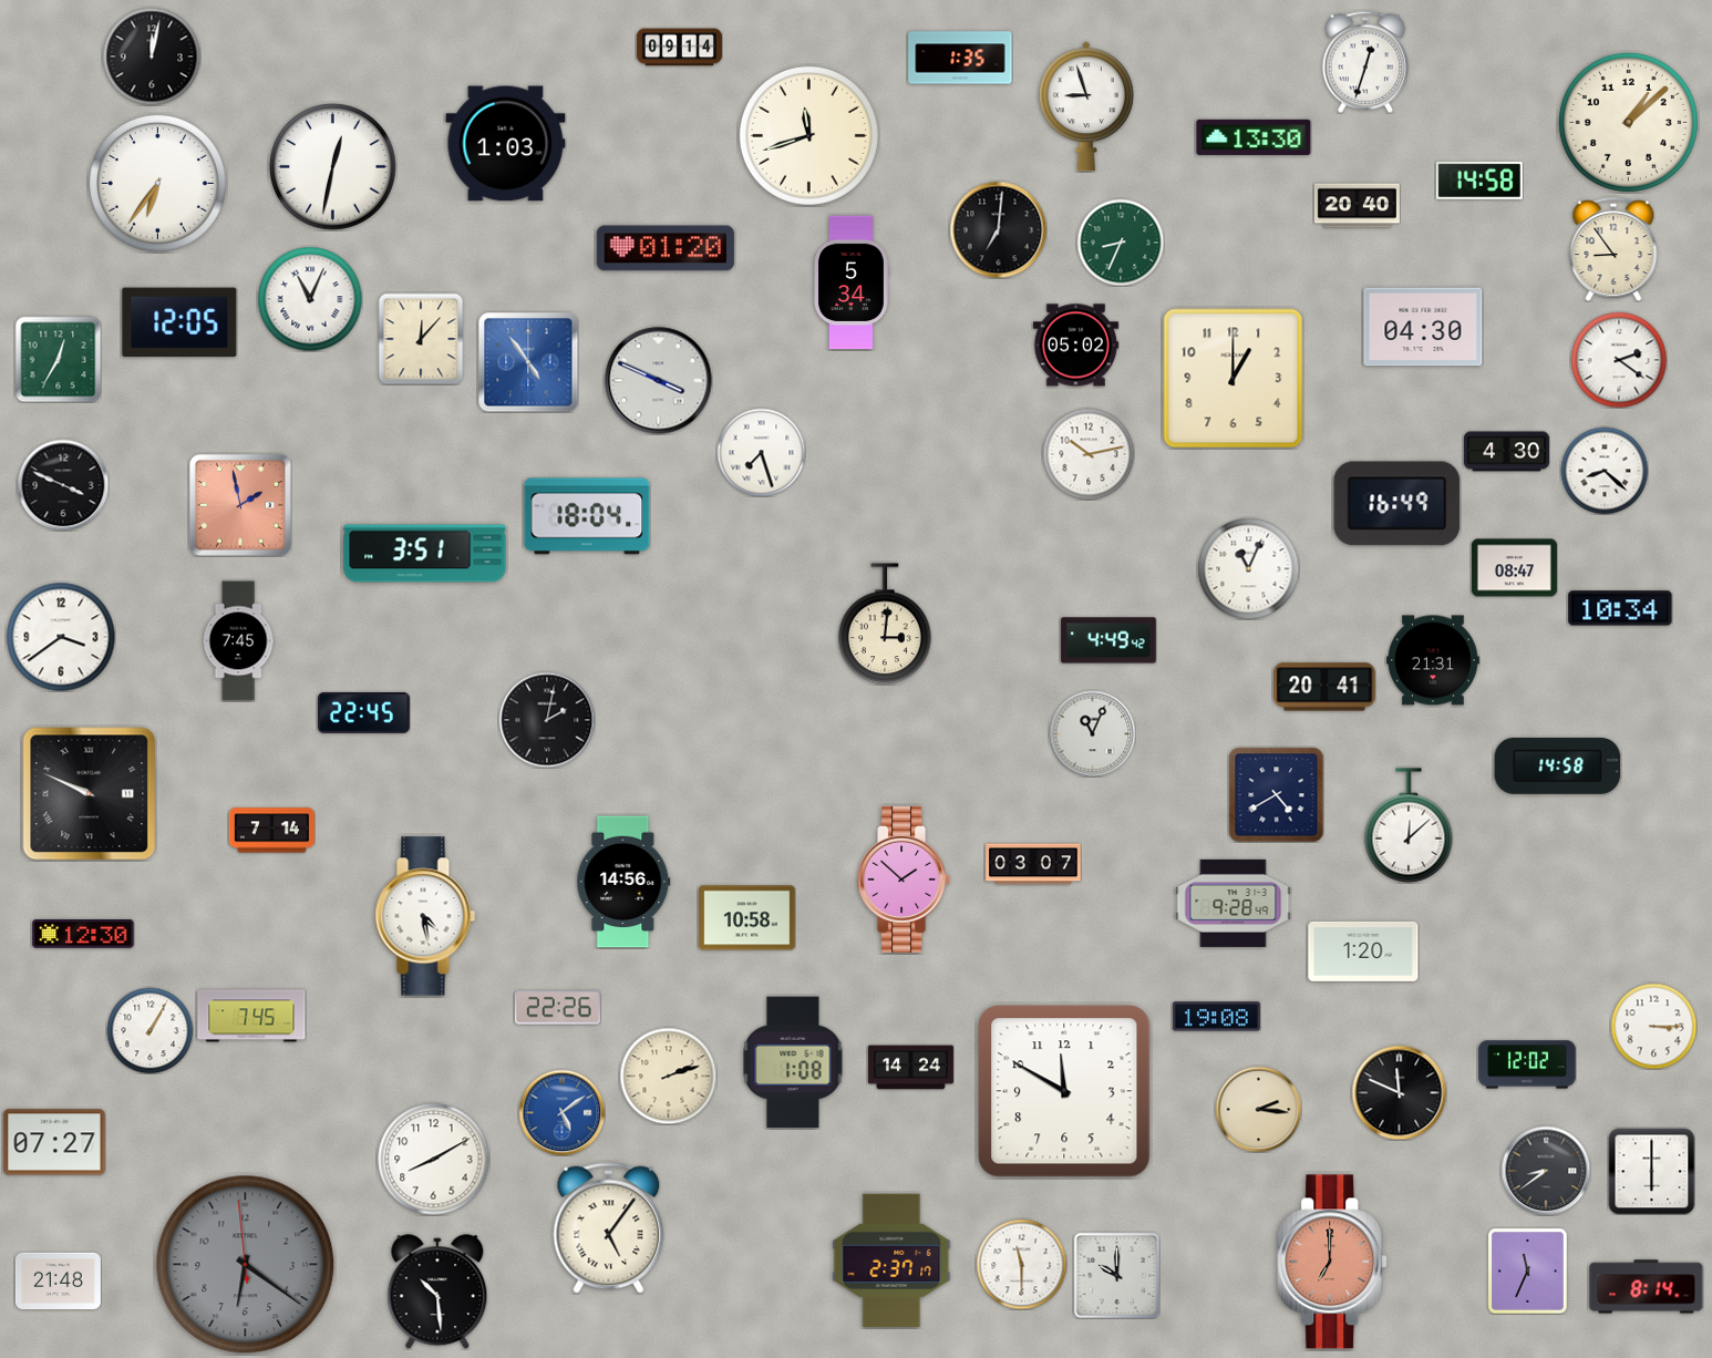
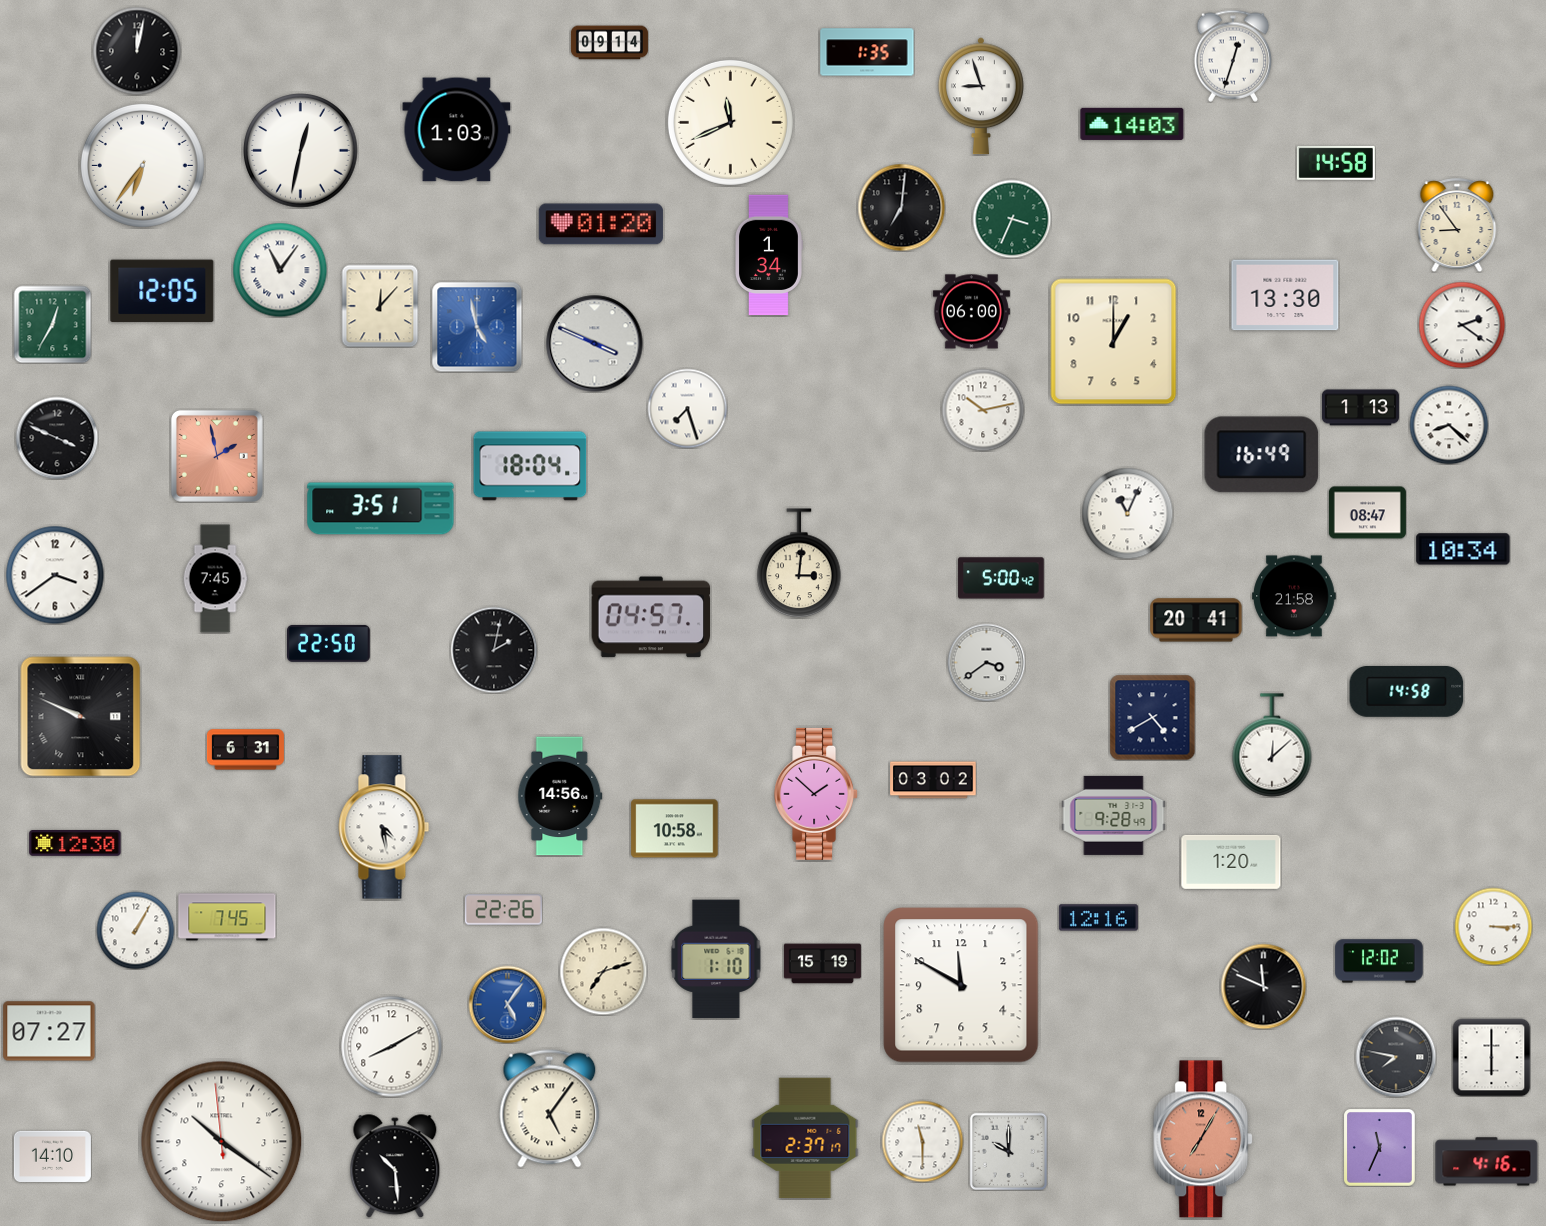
clock at (679, 48) position: (679, 48) -> (609, 43)
clock at (1628, 122): 1:08 -> none
clock at (808, 135): 11:42 -> 11:41
clock at (1254, 137): 13:30 -> 14:03
clock at (1357, 206): 20:40 -> none
clock at (1121, 243): 8:34 -> 3:34
clock at (852, 282): 5:34 -> 1:34
clock at (310, 299): 11:04 -> 11:06
clock at (1423, 327): 04:30 -> 13:30
clock at (1075, 346): 05:02 -> 06:00
clock at (528, 362): 4:54 -> 4:58
clock at (1506, 452): 4:30 -> 1:13
clock at (425, 554) position: (425, 554) -> (381, 509)
clock at (1108, 640): 4:49 -> 5:00
clock at (1433, 660): 21:31 -> 21:58
clock at (651, 617): none -> 04:57
clock at (364, 712): 22:45 -> 22:50
clock at (1092, 733): 11:04 -> 3:39
clock at (271, 831): 7:14 -> 6:31
clock at (1033, 864): 03:07 -> 03:02
clock at (623, 882) position: (623, 882) -> (560, 796)
clock at (1363, 951) position: (1363, 951) -> (1231, 862)
clock at (1216, 1017): 19:08 -> 12:16
clock at (793, 1062): 1:08 -> 1:10
clock at (910, 1068): 14:24 -> 15:19
clock at (668, 1076): 2:12 -> 7:12
clock at (1258, 1109): 2:16 -> none
clock at (561, 1112): 5:09 -> 5:06
clock at (1546, 1171): 8:39 -> 7:47
clock at (1333, 1262): 7:00 -> 7:05
clock at (246, 1265): 6:20 -> 10:20
clock at (246, 1265) dial: grey -> white
clock at (58, 1280): 21:48 -> 14:10
clock at (1647, 1287): 8:14 -> 4:16
